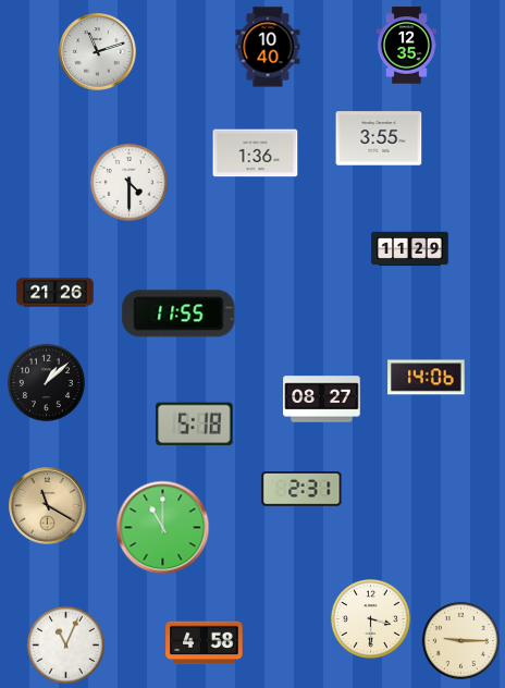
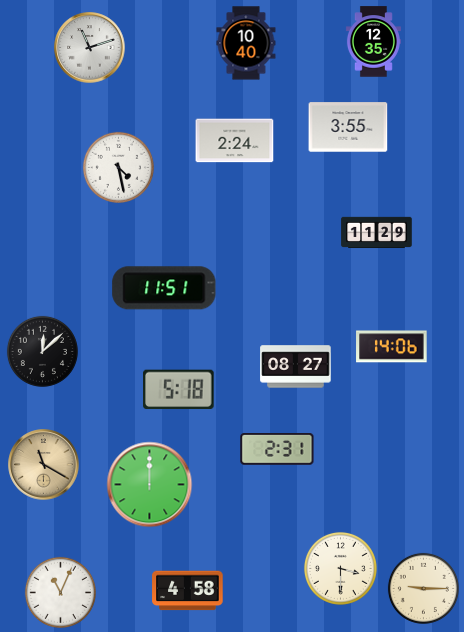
clock at (256, 153): 1:36 -> 2:24
clock at (128, 182): 4:30 -> 4:28
clock at (410, 249) position: (410, 249) -> (377, 233)
clock at (56, 293): 21:26 -> none
clock at (178, 314): 11:55 -> 11:51
clock at (46, 382): 1:08 -> 12:08
clock at (163, 528): 11:00 -> 12:00
